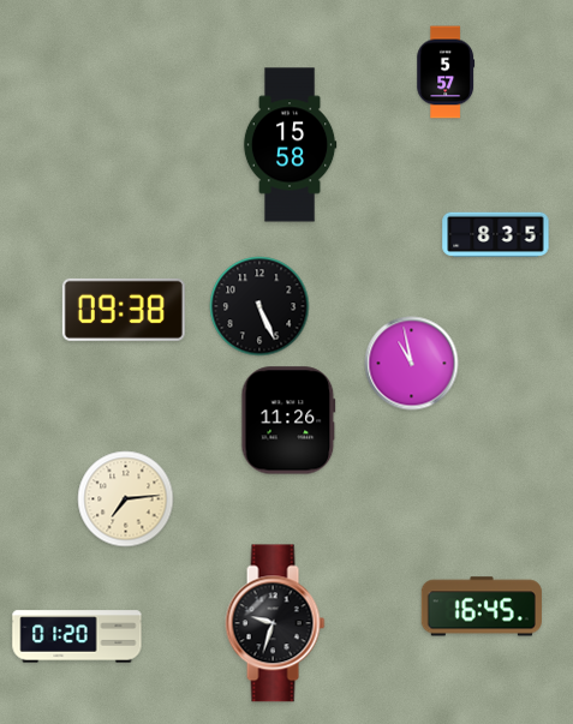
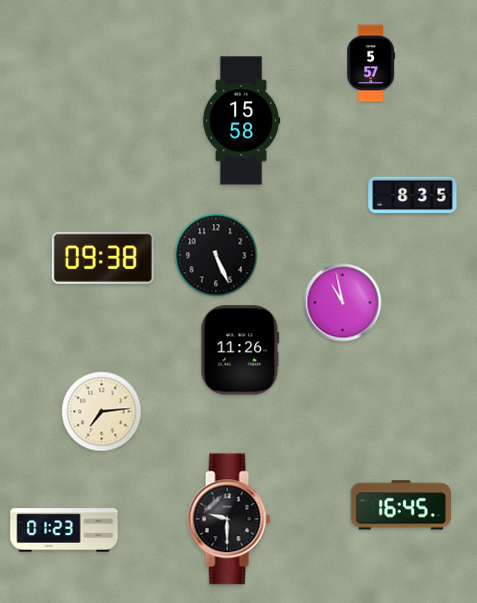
clock at (446, 72) position: (446, 72) -> (371, 63)
clock at (126, 499) position: (126, 499) -> (102, 412)
clock at (275, 623): 9:33 -> 9:30
clock at (77, 636): 01:20 -> 01:23
